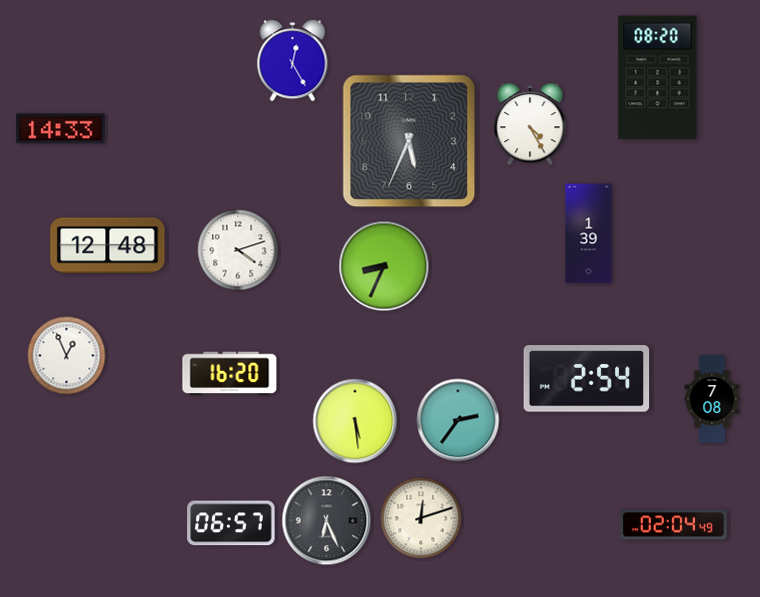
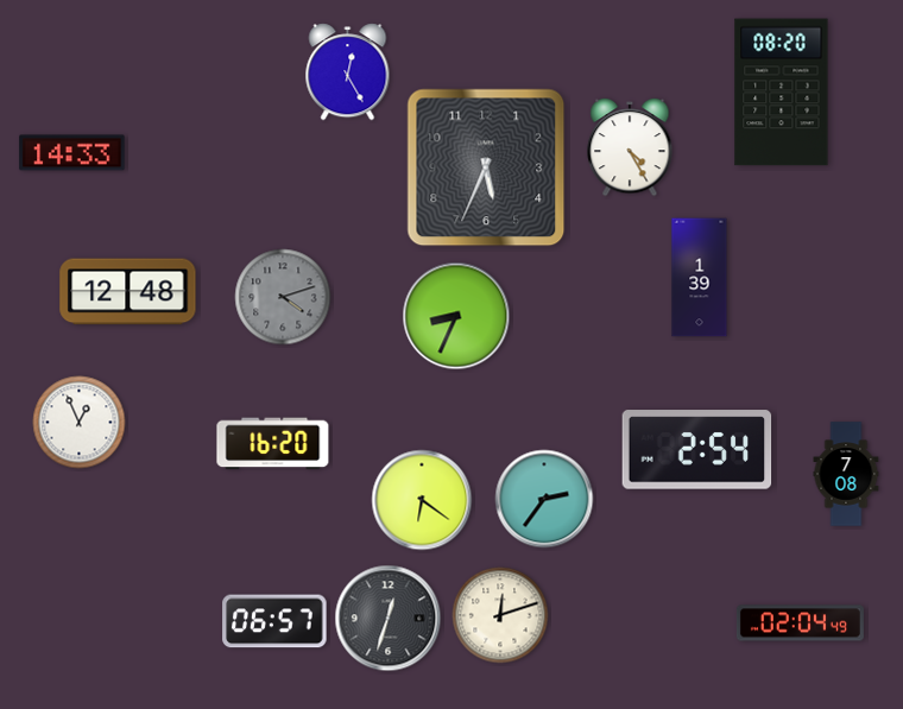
clock at (238, 250) dial: white -> grey
clock at (355, 421): 5:29 -> 6:21
clock at (327, 521): 6:26 -> 12:33
